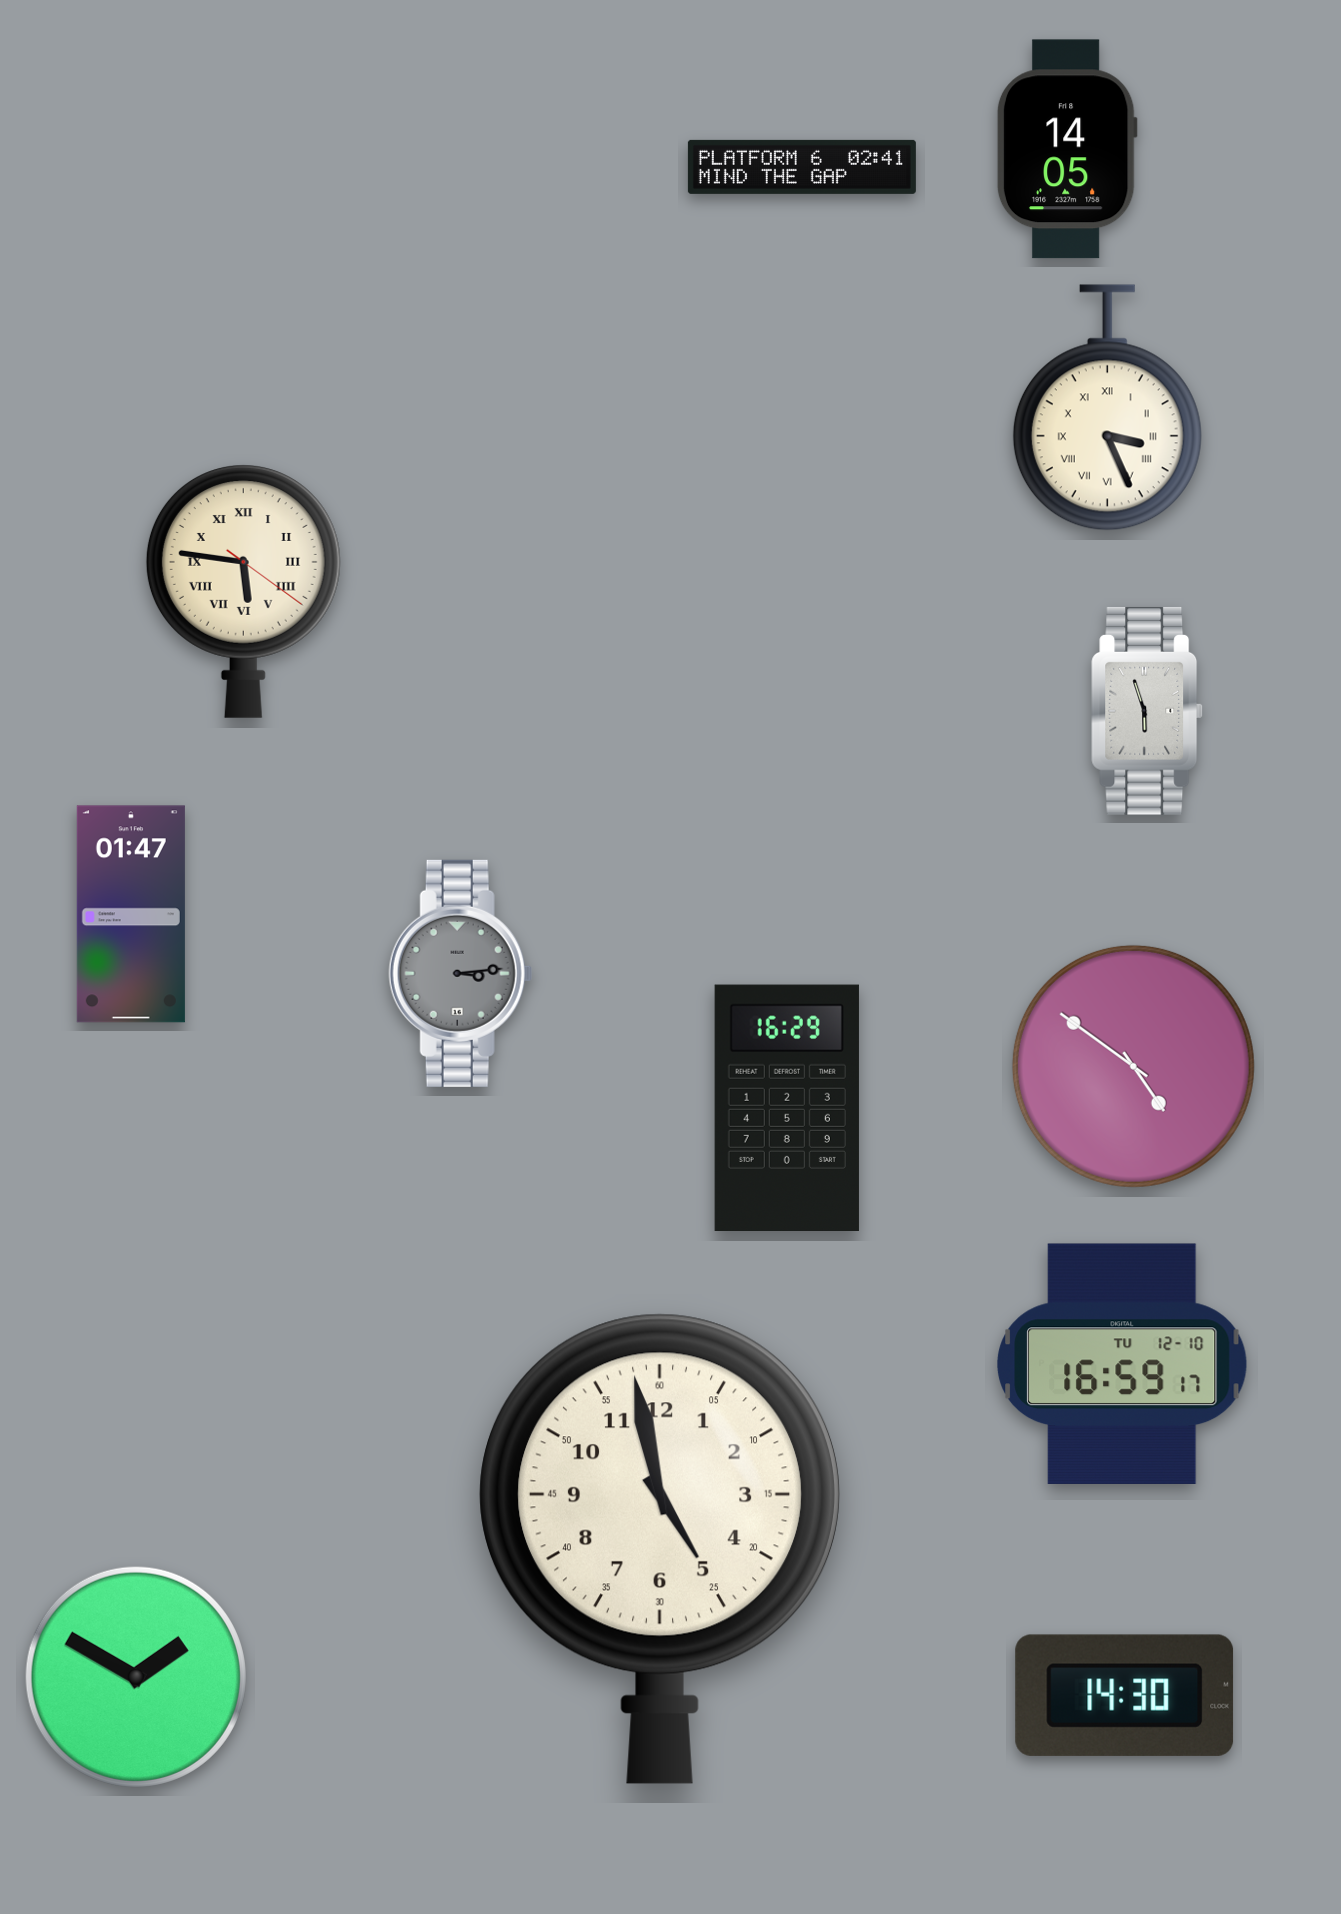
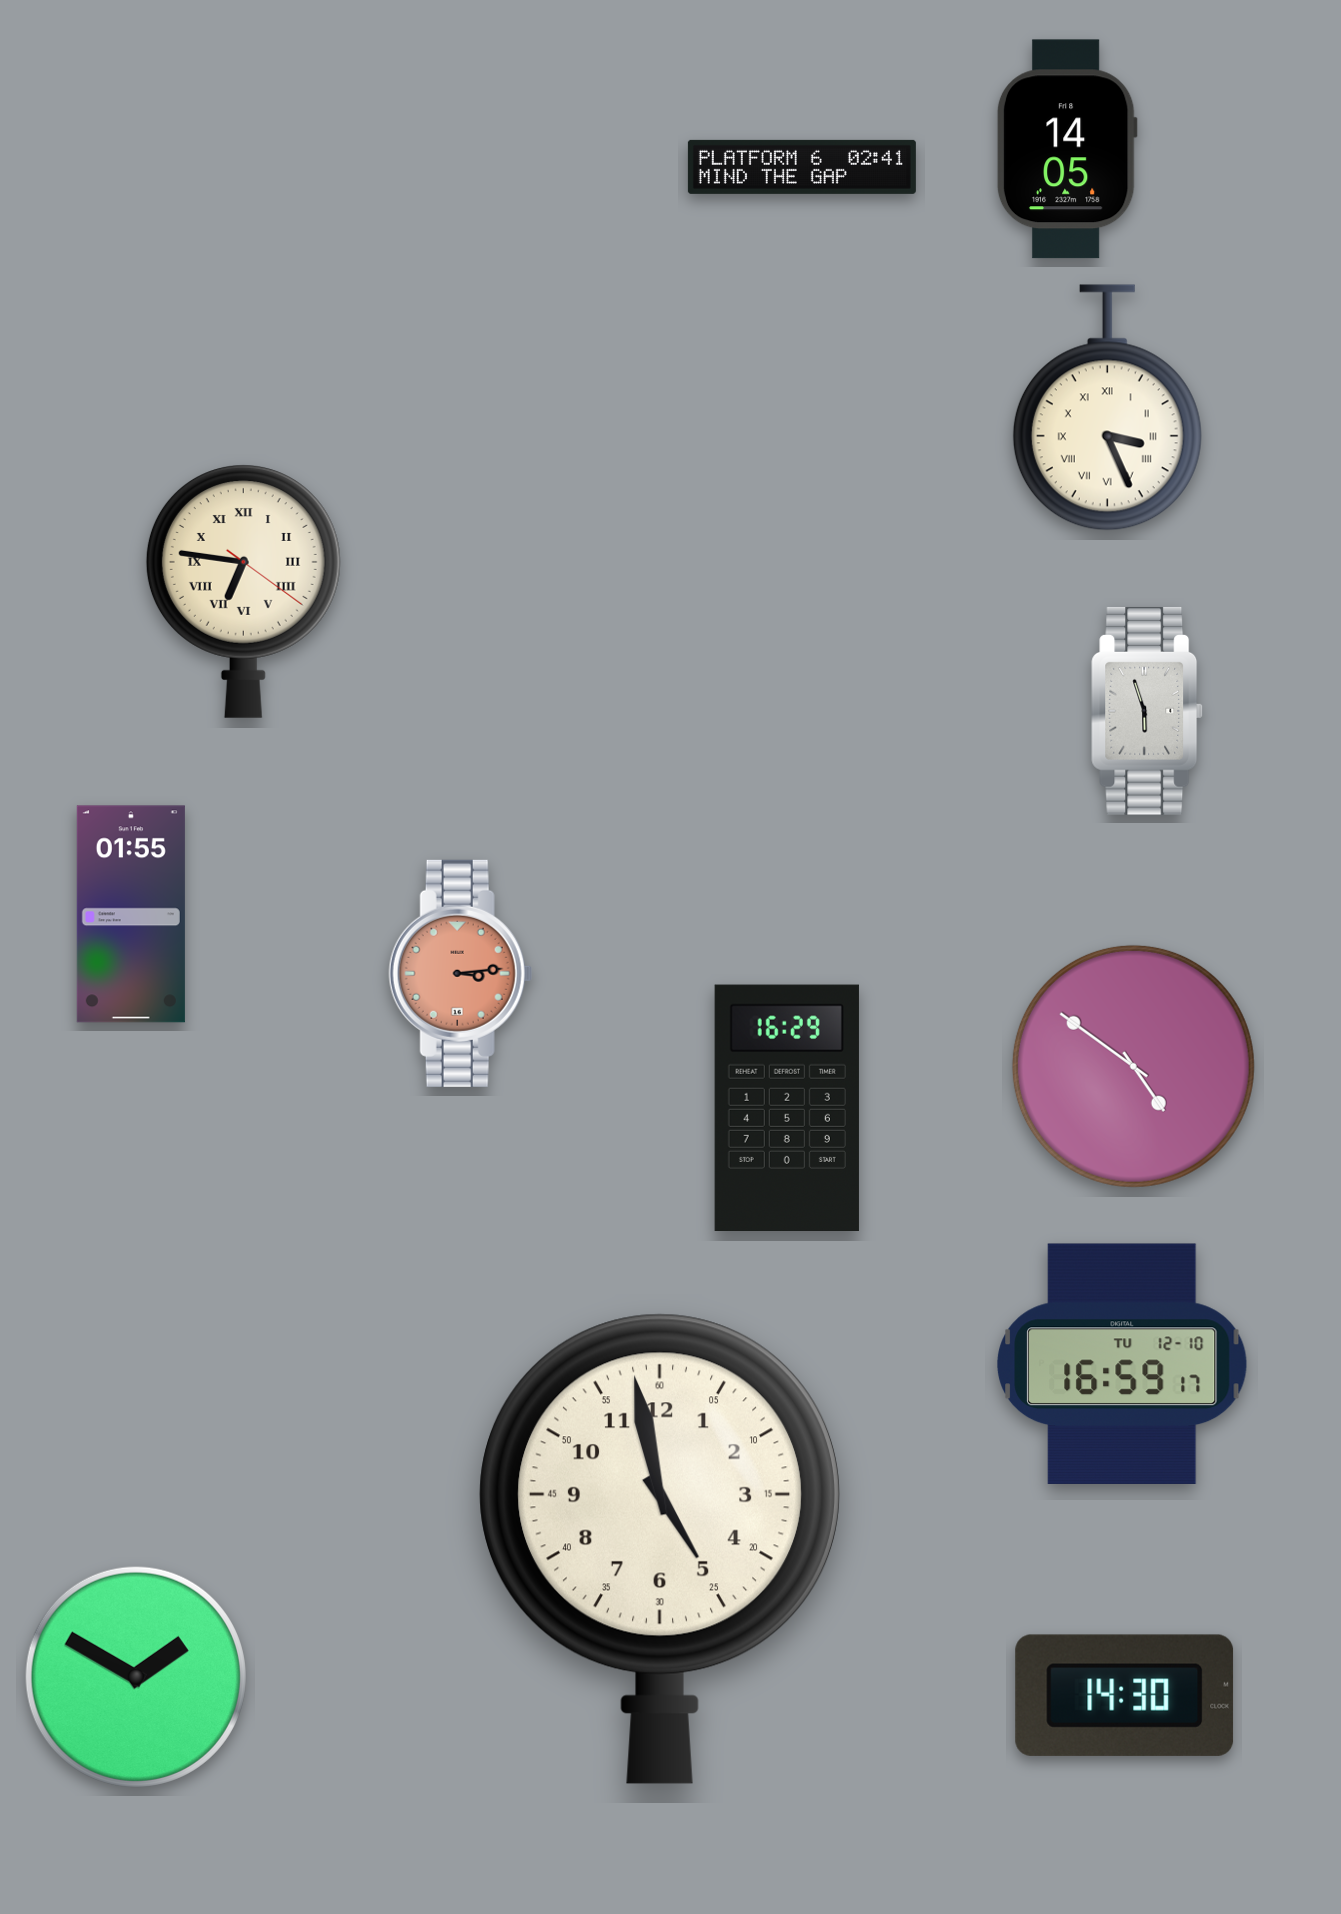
clock at (243, 591): 5:46 -> 6:46
clock at (131, 914): 01:47 -> 01:55
clock at (460, 973) dial: grey -> salmon
